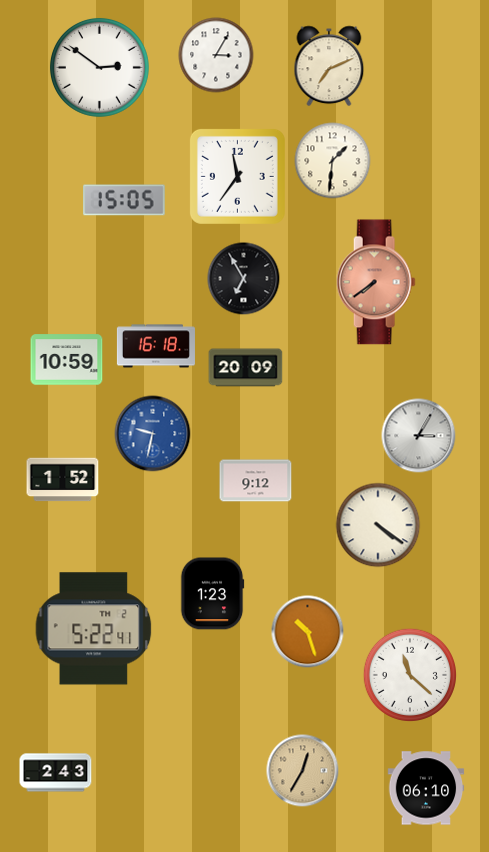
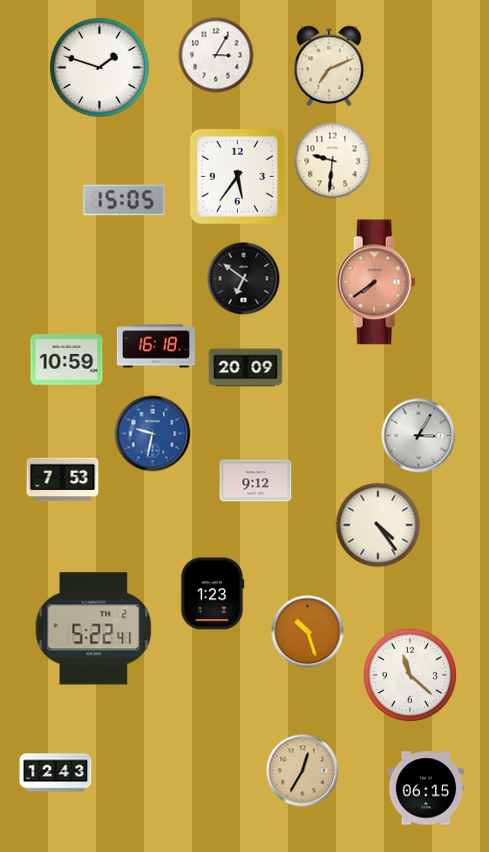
clock at (99, 67): 2:51 -> 1:48
clock at (333, 161): 1:31 -> 9:31
clock at (237, 176): 11:36 -> 5:36
clock at (244, 279): 6:55 -> 6:51
clock at (63, 480): 1:52 -> 7:53
clock at (378, 525): 4:21 -> 4:24
clock at (56, 773): 2:43 -> 12:43
clock at (426, 788): 06:10 -> 06:15
